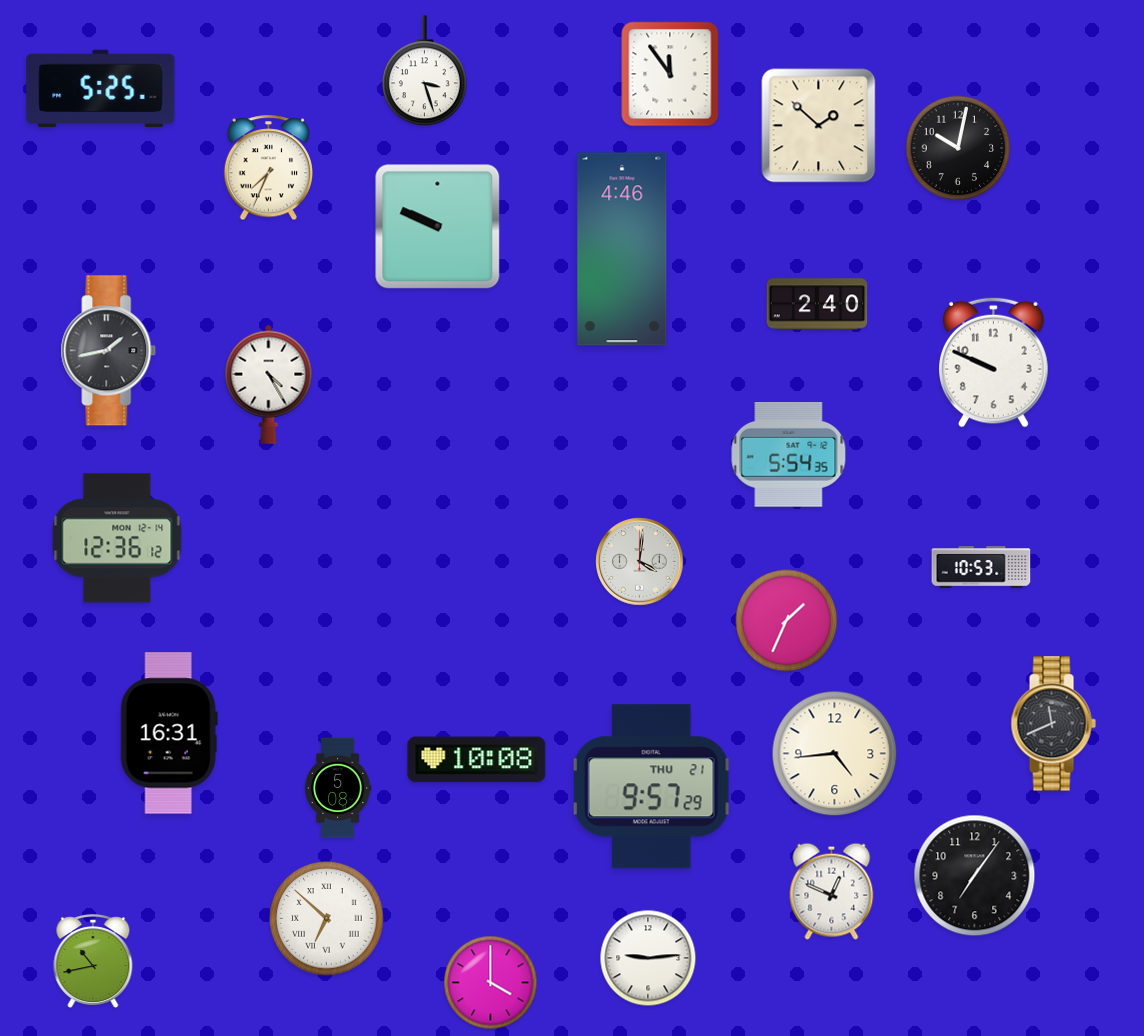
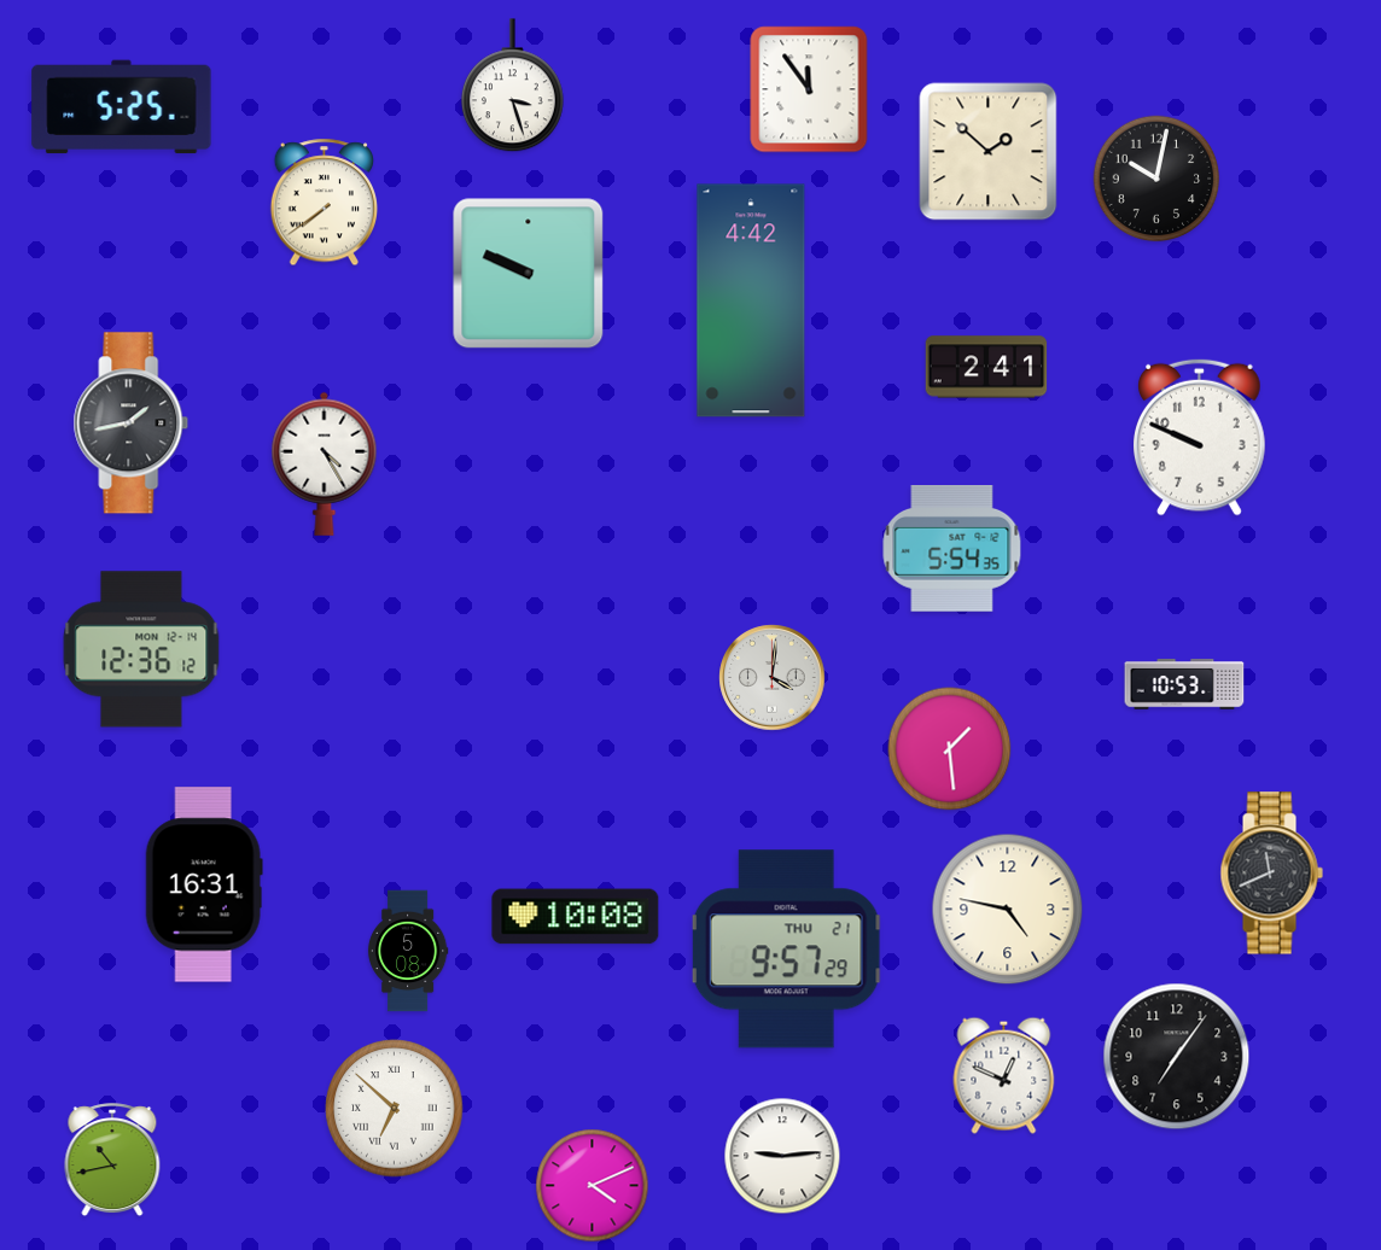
clock at (268, 168): 7:34 -> 7:39
clock at (622, 249): 4:46 -> 4:42
clock at (817, 304): 2:40 -> 2:41
clock at (787, 621): 1:34 -> 1:29
clock at (835, 754): 4:44 -> 4:47
clock at (491, 983): 4:00 -> 4:11
